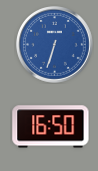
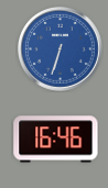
clock at (51, 127): 16:50 -> 16:46
